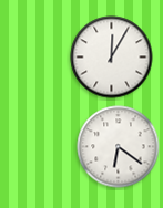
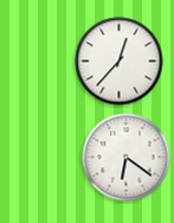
clock at (112, 58): 12:05 -> 12:37
